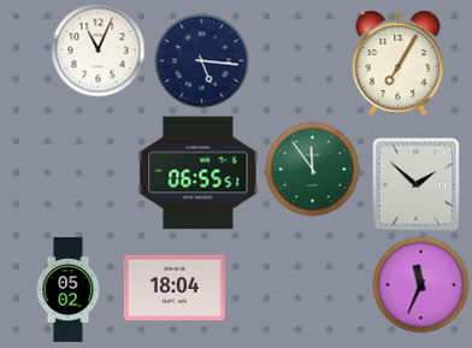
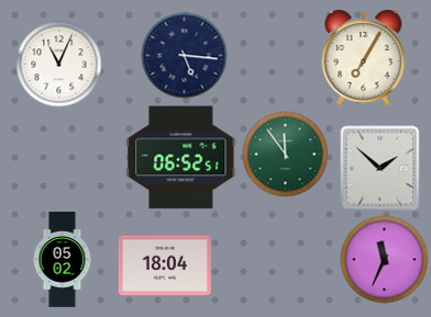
clock at (98, 49) position: (98, 49) -> (58, 64)
clock at (199, 173): 06:55 -> 06:52
clock at (175, 288) position: (175, 288) -> (165, 265)
clock at (69, 290) position: (69, 290) -> (63, 260)
